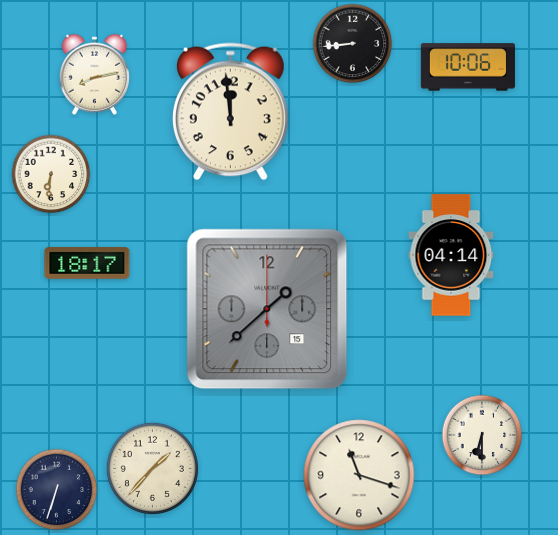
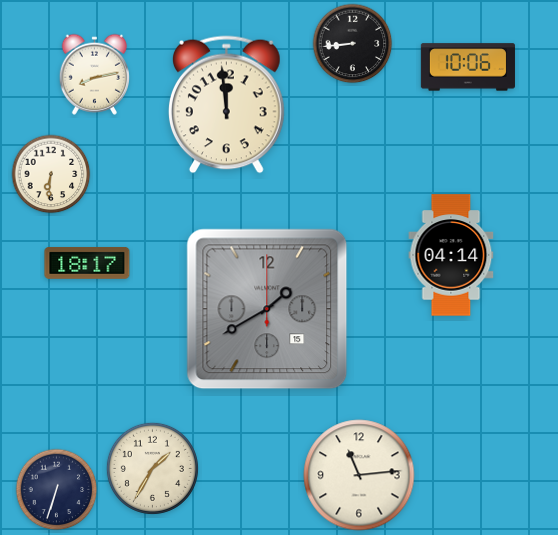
clock at (231, 112) position: (231, 112) -> (227, 105)
clock at (267, 309): 1:38 -> 1:40
clock at (482, 435): 6:30 -> none
clock at (152, 468): 1:37 -> 1:35
clock at (359, 475): 11:18 -> 11:14
